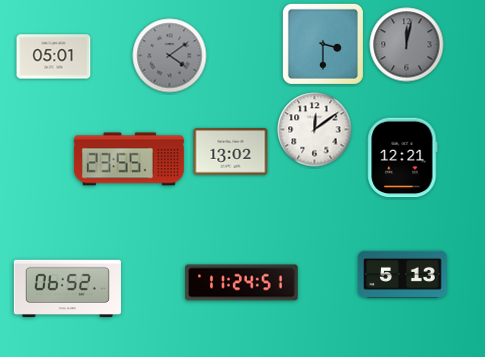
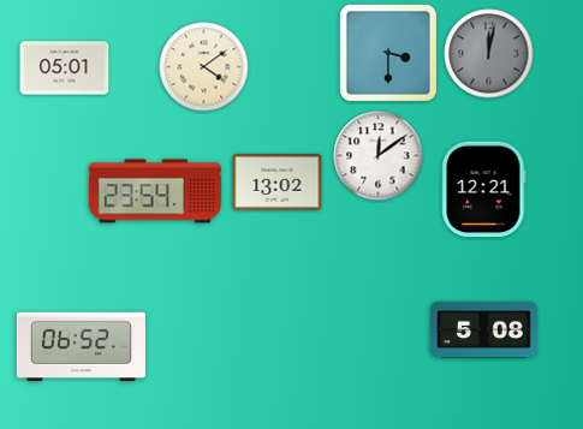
clock at (170, 56) dial: grey -> cream
clock at (129, 159): 23:55 -> 23:54
clock at (403, 274): 5:13 -> 5:08
clock at (242, 283): 11:24 -> none
